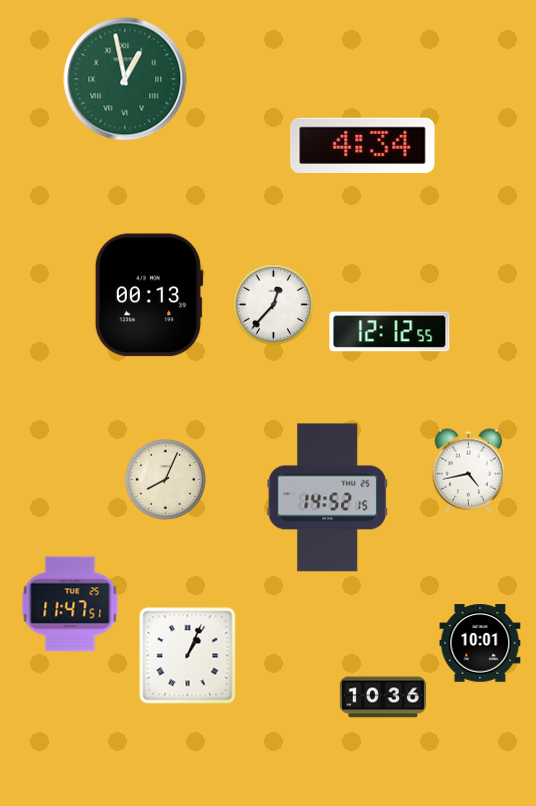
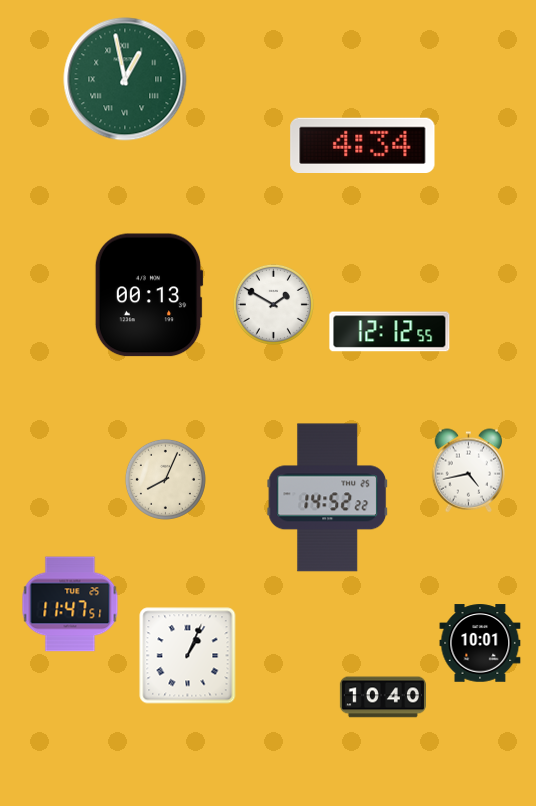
clock at (273, 304): 12:37 -> 1:50
clock at (328, 498): 14:52:15 -> 14:52:22
clock at (383, 697): 10:36 -> 10:40
